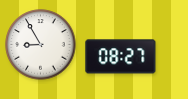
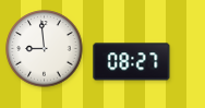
clock at (41, 45): 8:55 -> 8:59
